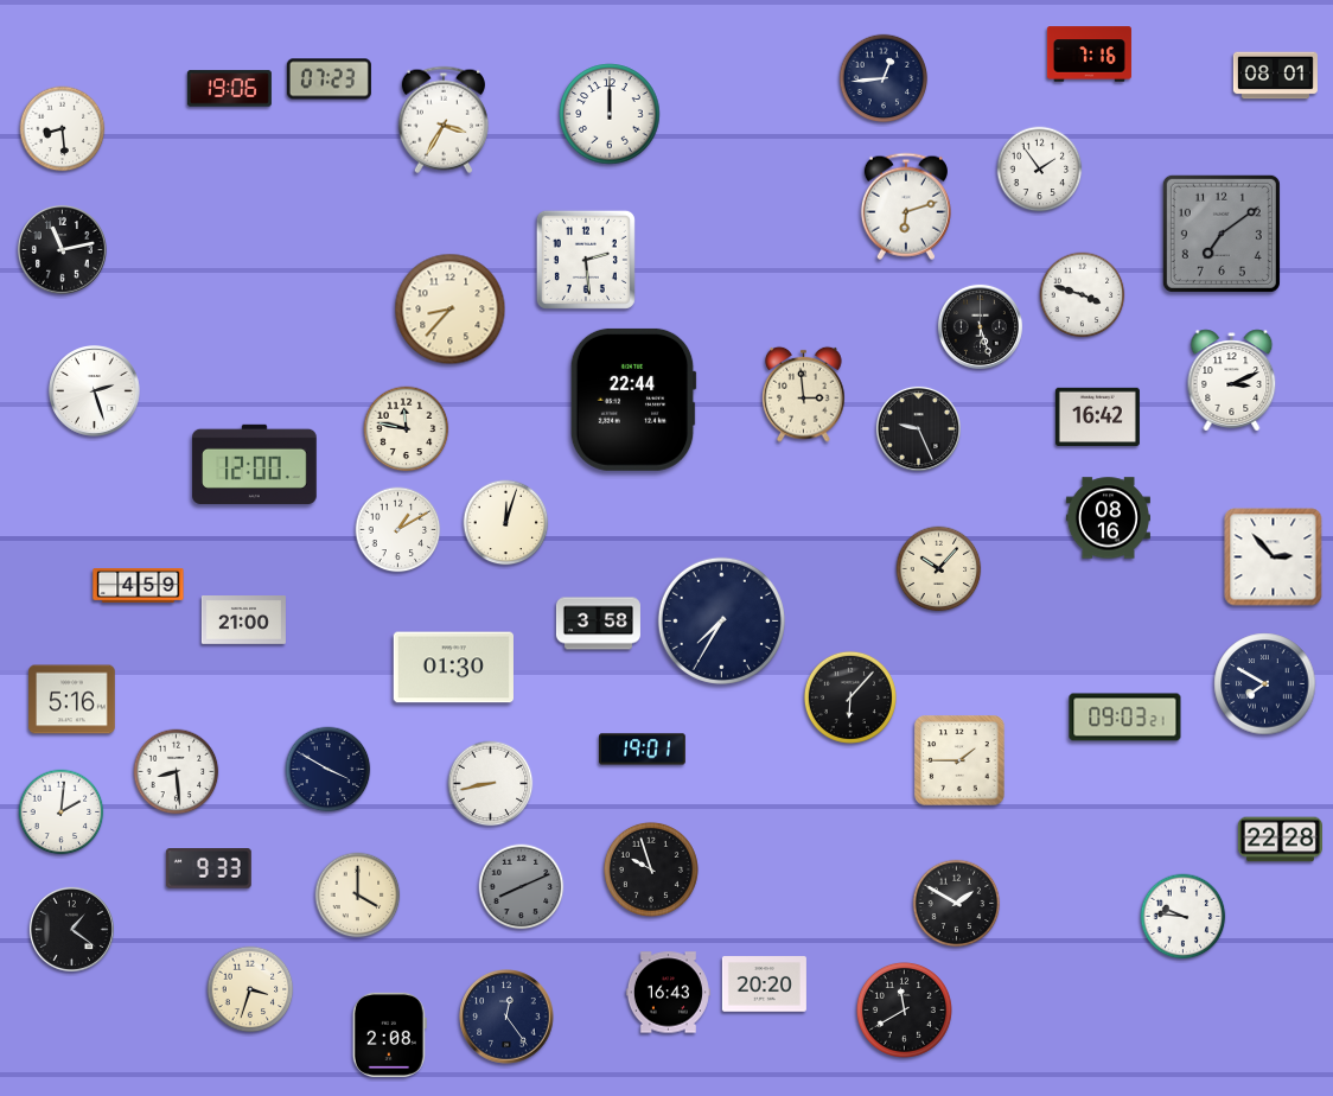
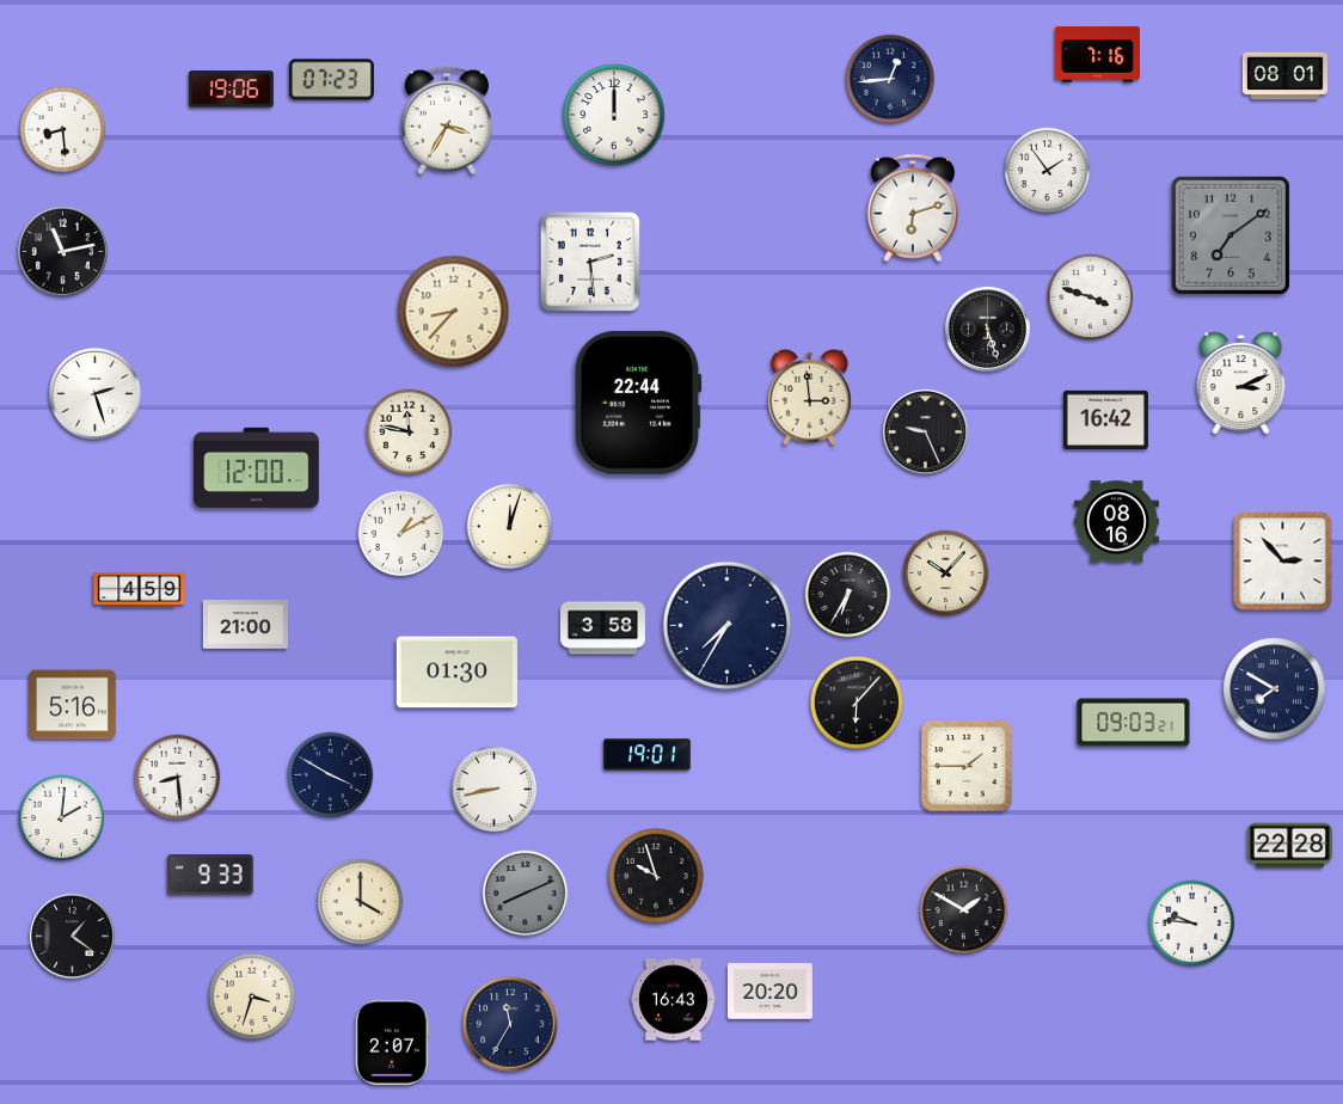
clock at (848, 595): none -> 6:35
clock at (905, 1011): 11:40 -> none
clock at (506, 1017): 12:24 -> 11:35
clock at (389, 1034): 2:08 -> 2:07
